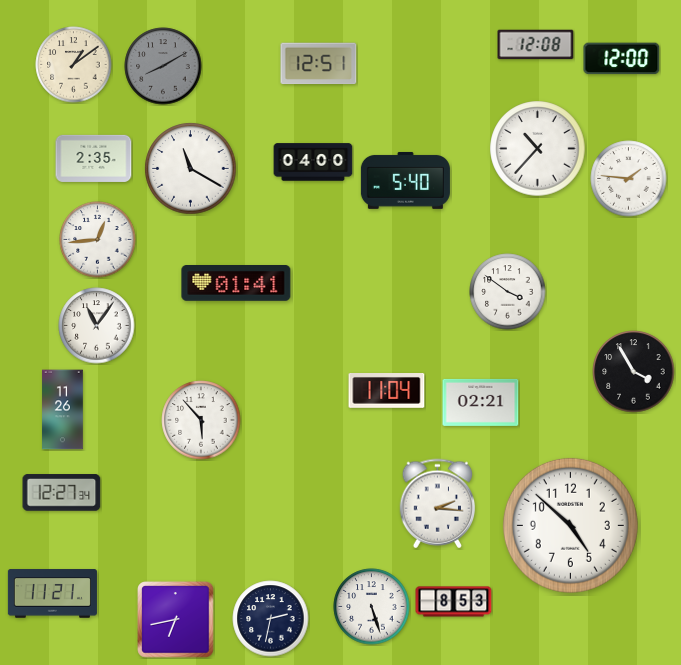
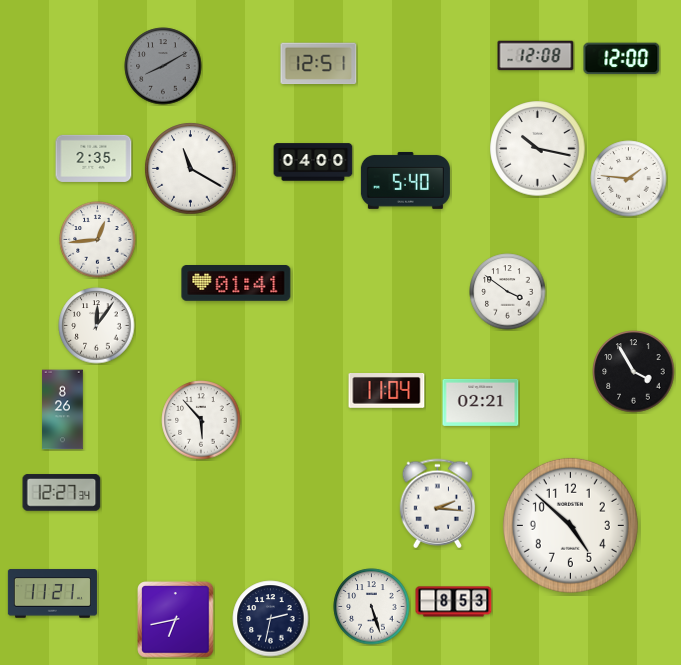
clock at (536, 45) position: (536, 45) -> (536, 56)
clock at (74, 65): 1:09 -> none
clock at (538, 149): 10:37 -> 10:17
clock at (97, 326): 11:06 -> 12:06
clock at (63, 410): 11:26 -> 8:26
